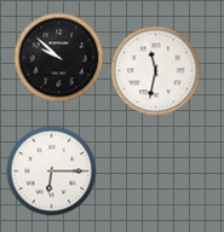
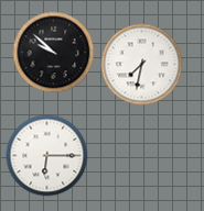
clock at (156, 71): 11:32 -> 7:32
